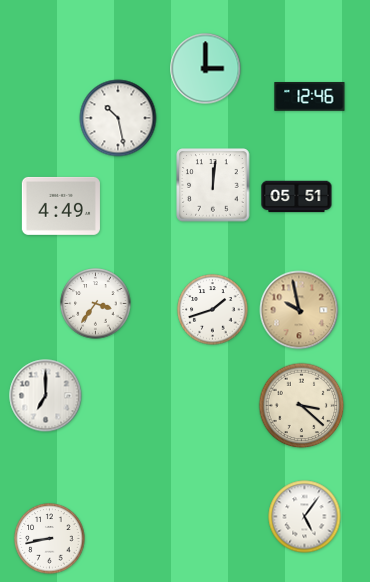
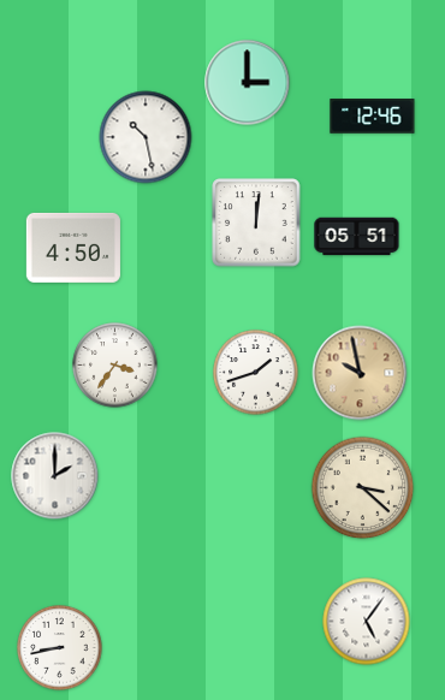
clock at (118, 118) position: (118, 118) -> (146, 137)
clock at (61, 206): 4:49 -> 4:50
clock at (46, 396): 7:00 -> 2:00
